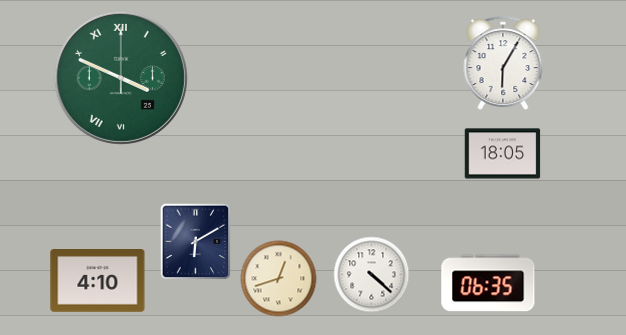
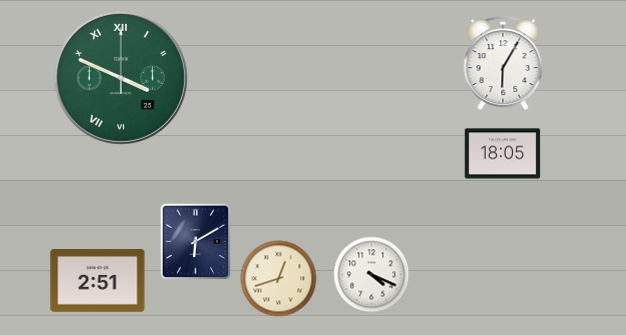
clock at (372, 275): 4:22 -> 4:19
clock at (98, 281): 4:10 -> 2:51
clock at (488, 283): 06:35 -> none
